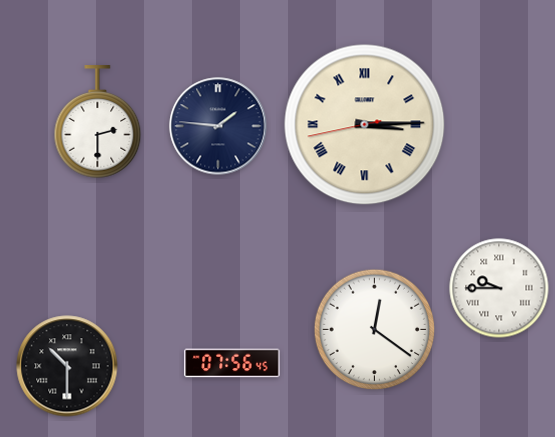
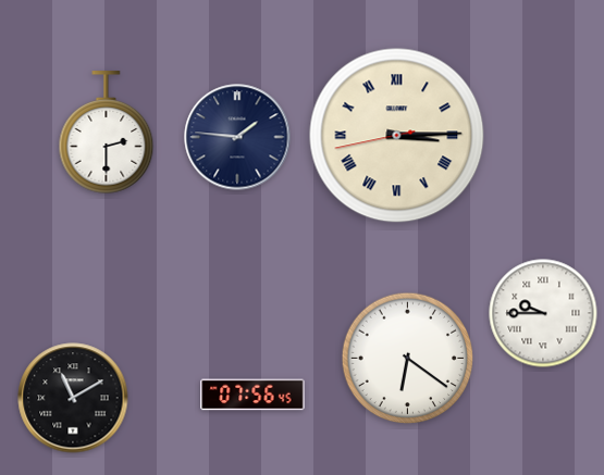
clock at (375, 330): 12:21 -> 6:21
clock at (67, 366): 10:30 -> 11:10
